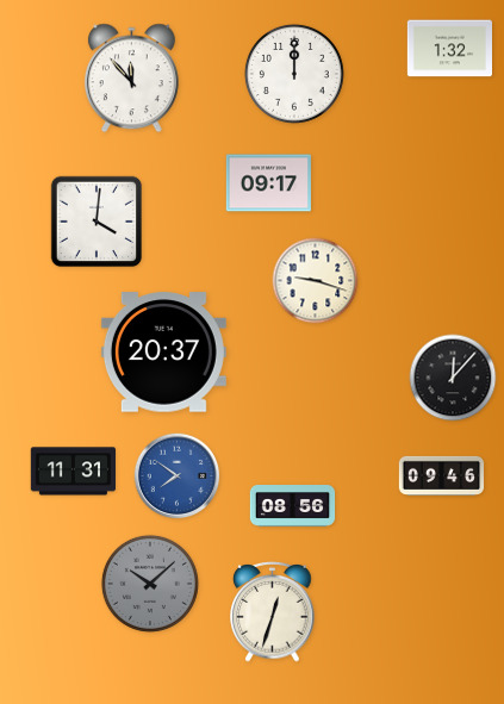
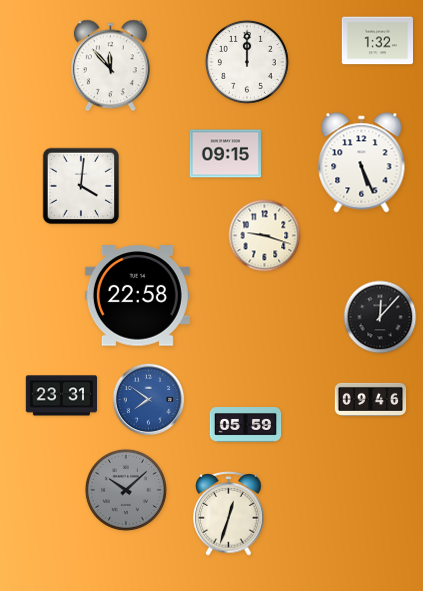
clock at (268, 183): 09:17 -> 09:15
clock at (362, 163): none -> 5:26
clock at (163, 353): 20:37 -> 22:58
clock at (73, 472): 11:31 -> 23:31
clock at (293, 506): 08:56 -> 05:59
